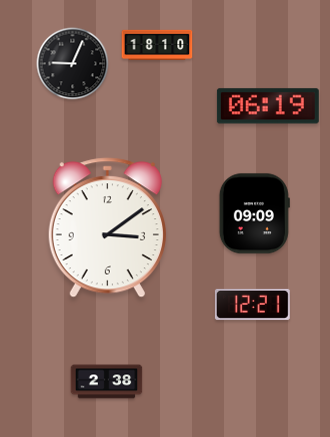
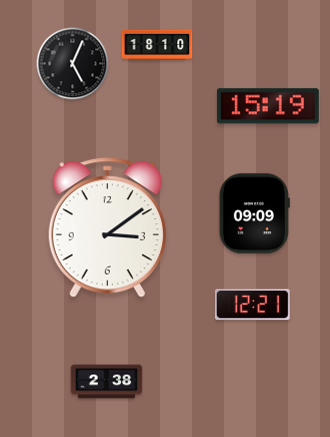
clock at (73, 64): 9:04 -> 5:04
clock at (268, 106): 06:19 -> 15:19
